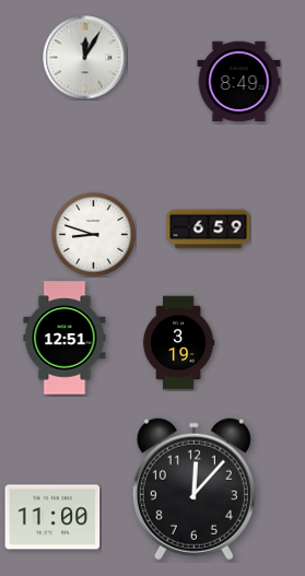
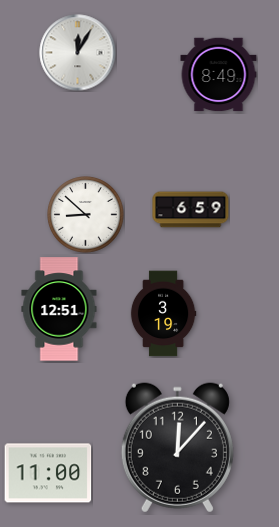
clock at (94, 235): 8:48 -> 8:52
